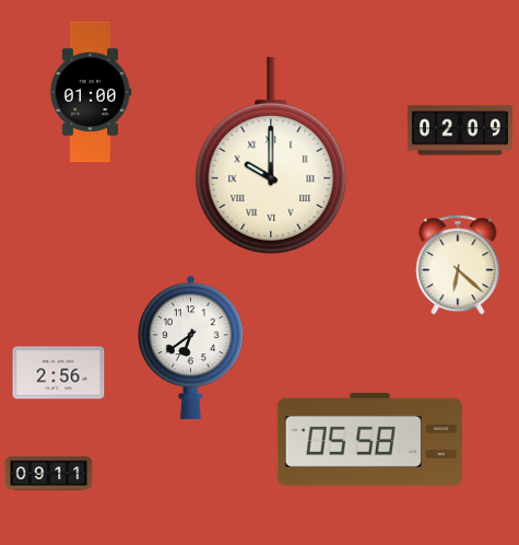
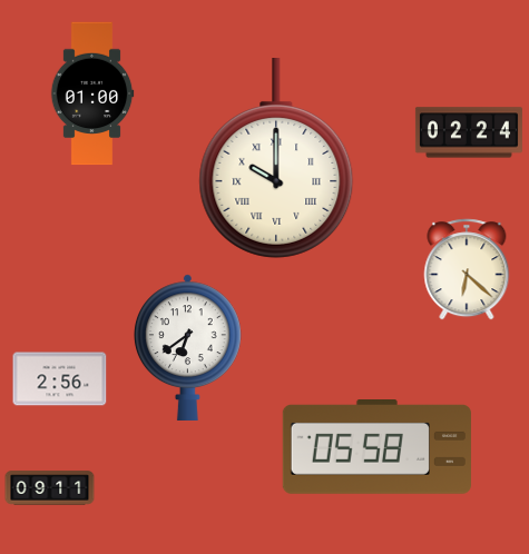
clock at (460, 130): 02:09 -> 02:24
clock at (190, 347) position: (190, 347) -> (187, 347)
clock at (49, 474) position: (49, 474) -> (50, 488)
